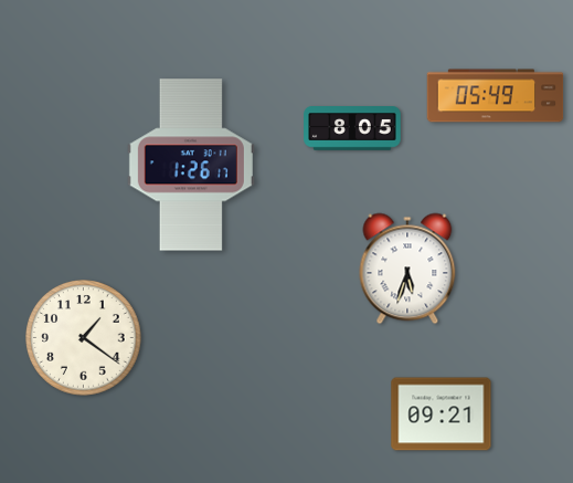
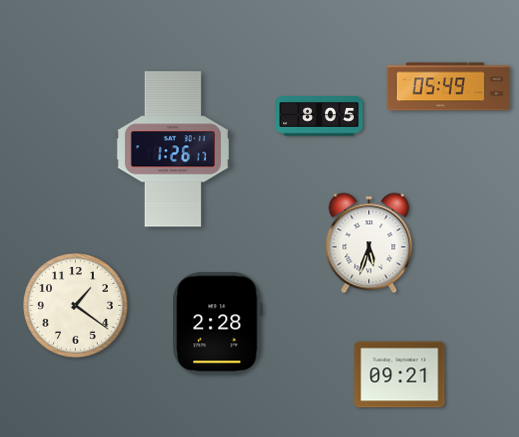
clock at (218, 324): none -> 2:28
